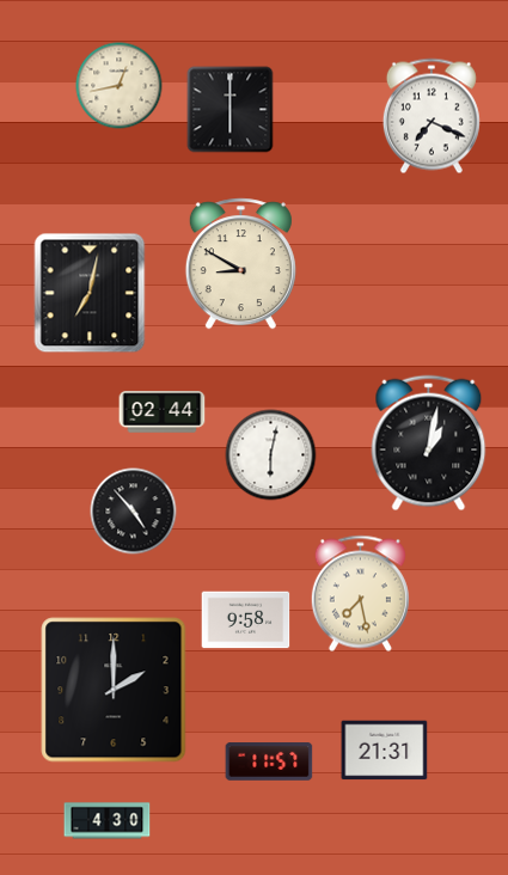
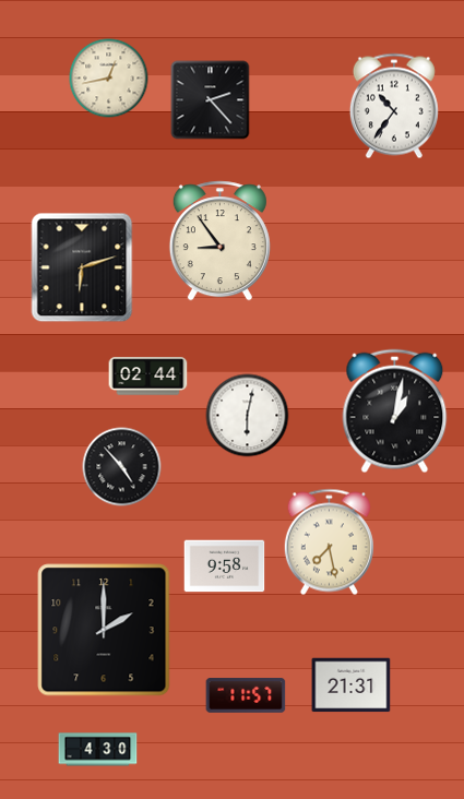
clock at (231, 110): 6:00 -> 2:23
clock at (432, 116): 7:19 -> 10:36
clock at (240, 264): 8:50 -> 8:54
clock at (90, 293): 7:02 -> 6:12
clock at (429, 443) position: (429, 443) -> (395, 412)
